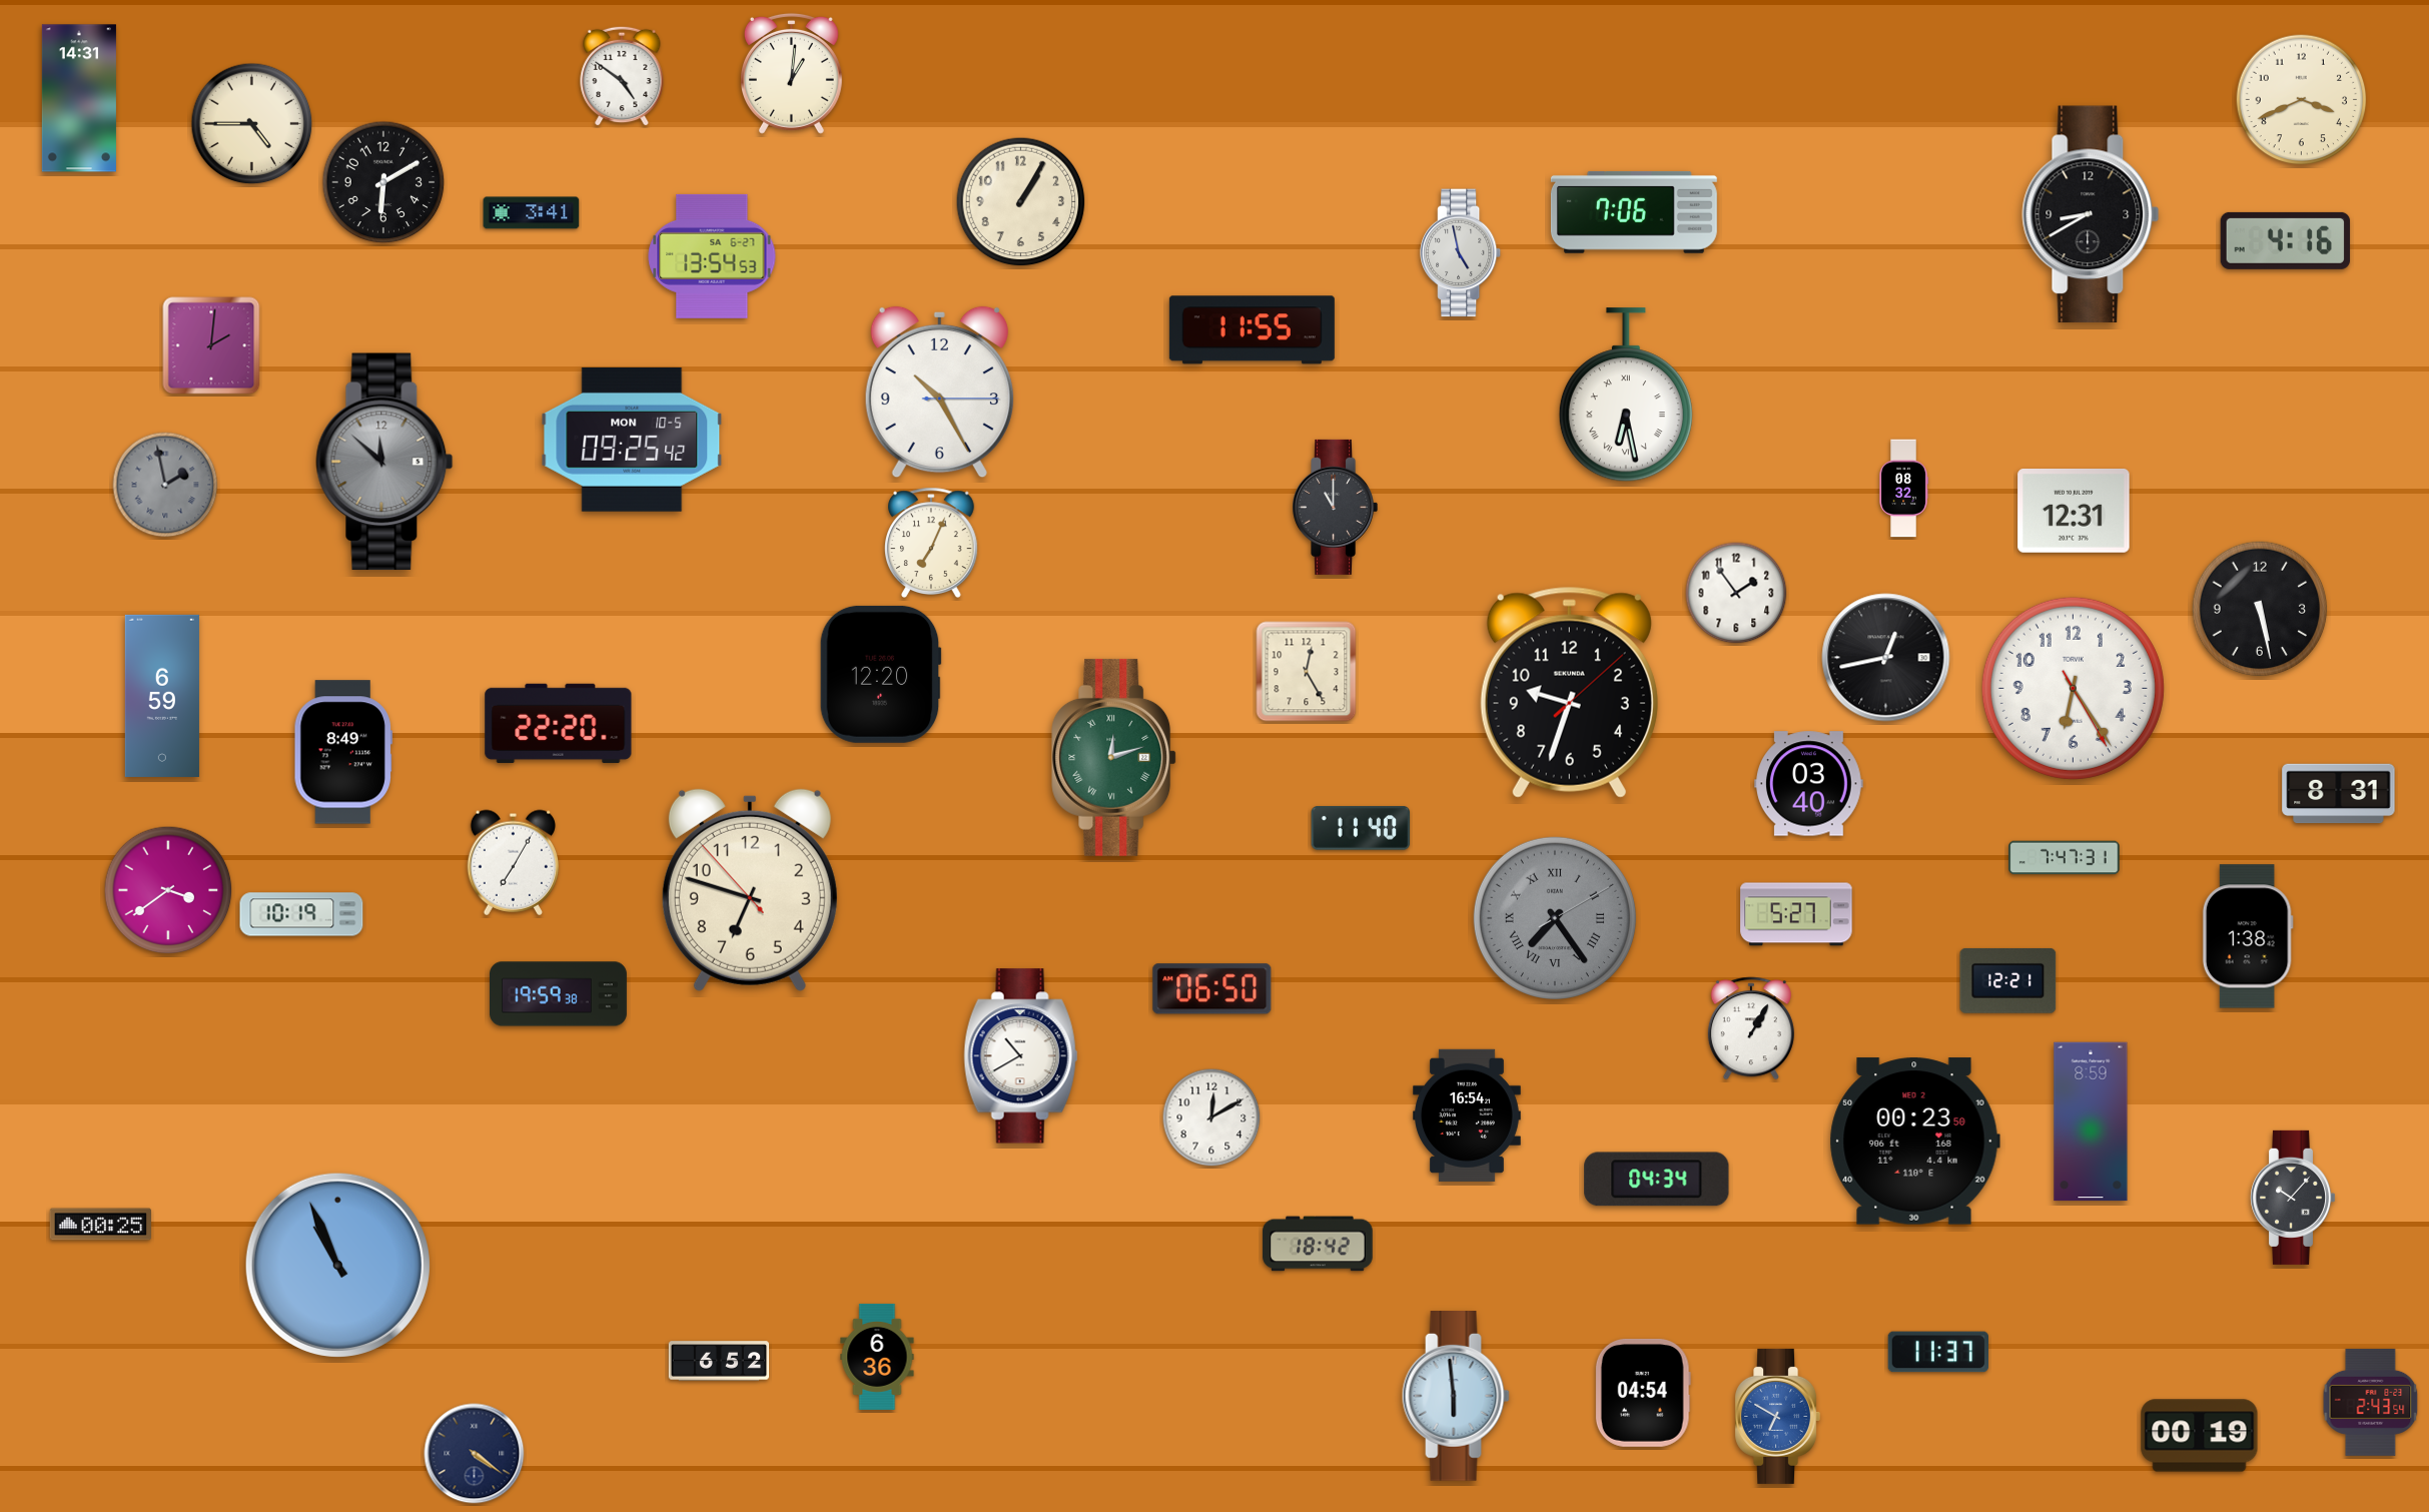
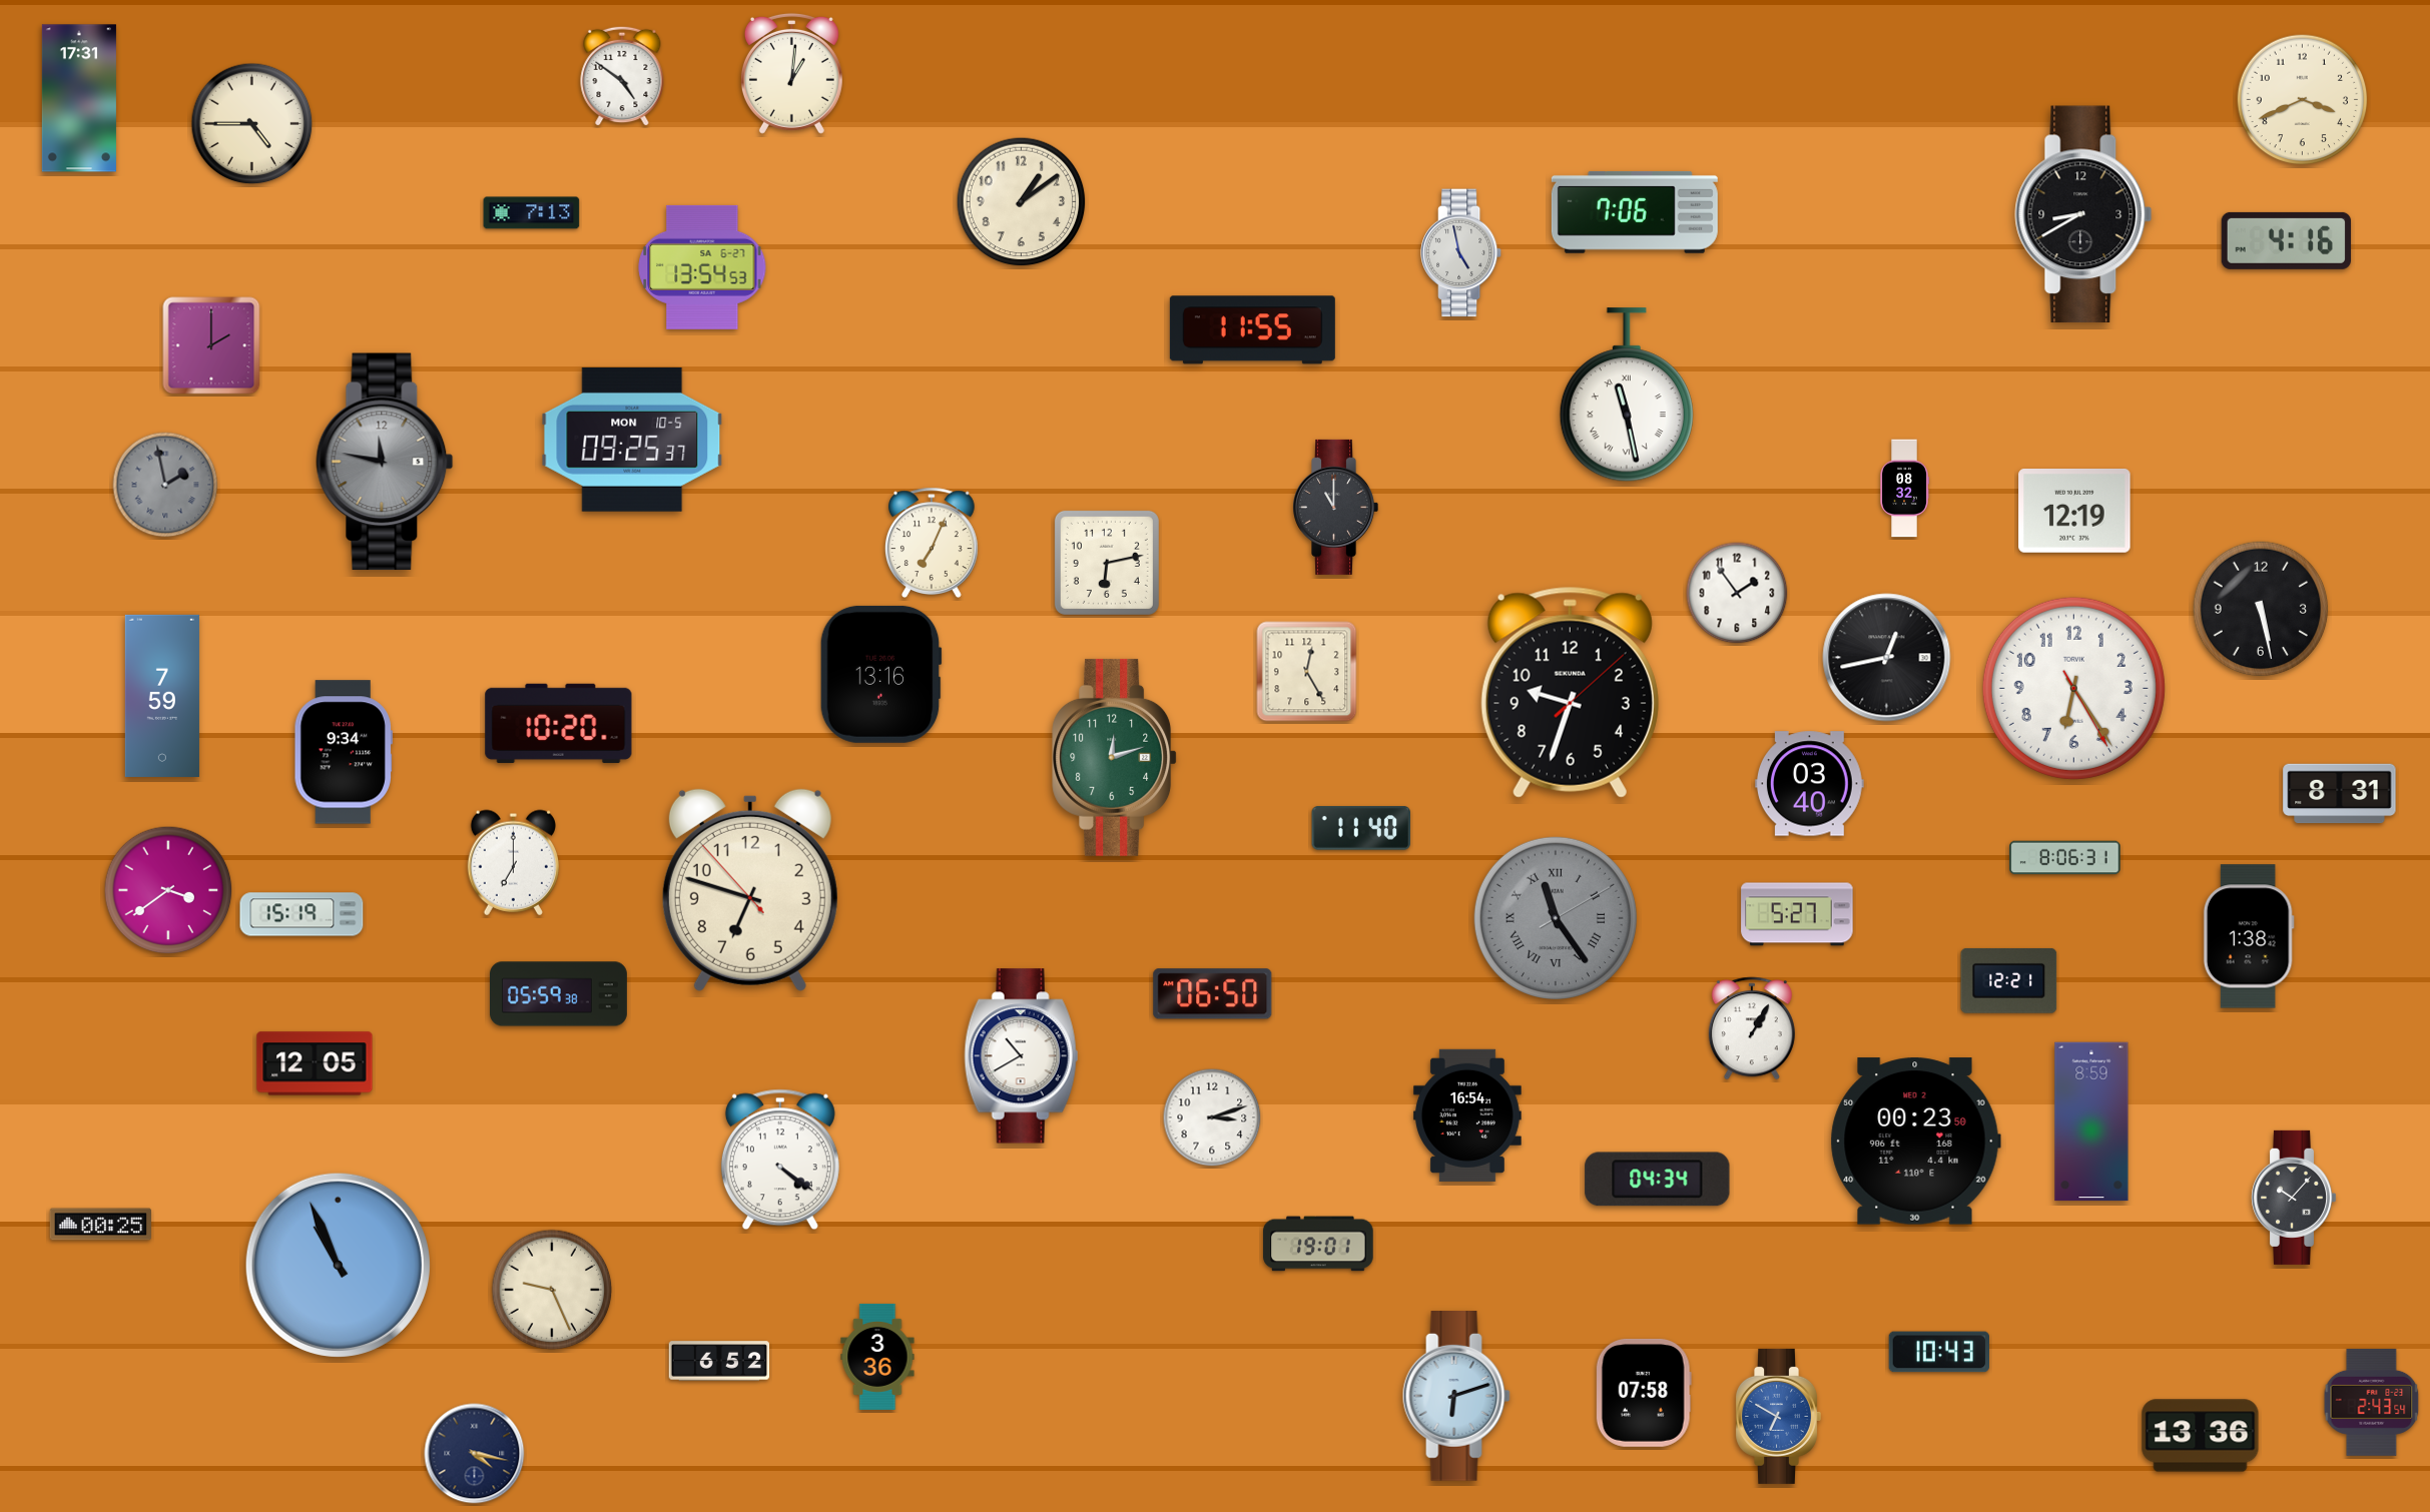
clock at (79, 98): 14:31 -> 17:31
clock at (383, 182): 6:10 -> none
clock at (1021, 202): 1:05 -> 1:09
clock at (532, 213): 3:41 -> 7:13
clock at (2091, 214) position: (2091, 214) -> (2083, 214)
clock at (712, 256) position: (712, 256) -> (702, 267)
clock at (211, 345): 2:01 -> 2:00
clock at (939, 393): 10:25 -> none
clock at (1626, 396): 6:28 -> 11:28
clock at (632, 440): 09:25:42 -> 09:25:37
clock at (384, 462): 11:52 -> 11:47
clock at (2074, 512): 12:31 -> 12:19
clock at (1107, 563): none -> 6:13
clock at (880, 674): 12:20 -> 13:16
clock at (162, 696): 6:59 -> 7:59
clock at (559, 723): 22:20 -> 10:20
clock at (343, 752): 8:49 -> 9:34
clock at (1114, 757) numerals: Roman -> Arabic
clock at (2065, 858): 7:47 -> 8:06
clock at (514, 862): 7:05 -> 7:00
clock at (301, 914): 10:19 -> 15:19
clock at (1555, 918): 7:24 -> 11:24
clock at (1212, 989) position: (1212, 989) -> (1213, 994)
clock at (559, 994): 19:59 -> 05:59
clock at (315, 1063): none -> 12:05
clock at (1211, 1117): 12:10 -> 3:12
clock at (780, 1160): none -> 4:21
clock at (1318, 1244): 18:42 -> 19:01
clock at (552, 1290): none -> 9:26
clock at (1937, 1352): 11:37 -> 10:43
clock at (877, 1357): 6:36 -> 3:36
clock at (1643, 1393): 04:54 -> 07:58
clock at (1456, 1397): 5:59 -> 6:12
clock at (2200, 1436): 00:19 -> 13:36
clock at (475, 1454): 4:21 -> 4:17
